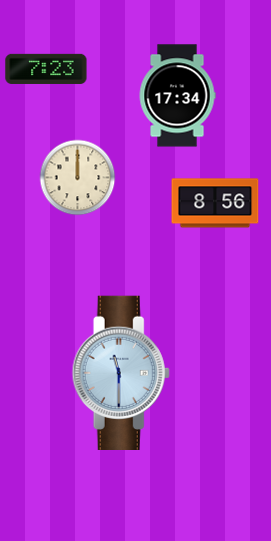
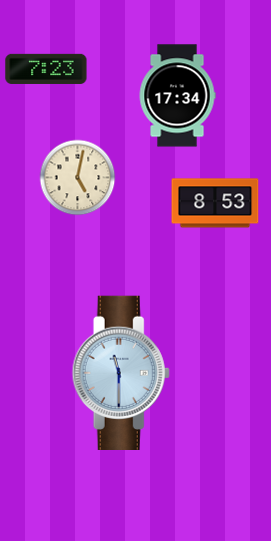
clock at (78, 178): 12:00 -> 5:02
clock at (215, 203): 8:56 -> 8:53
